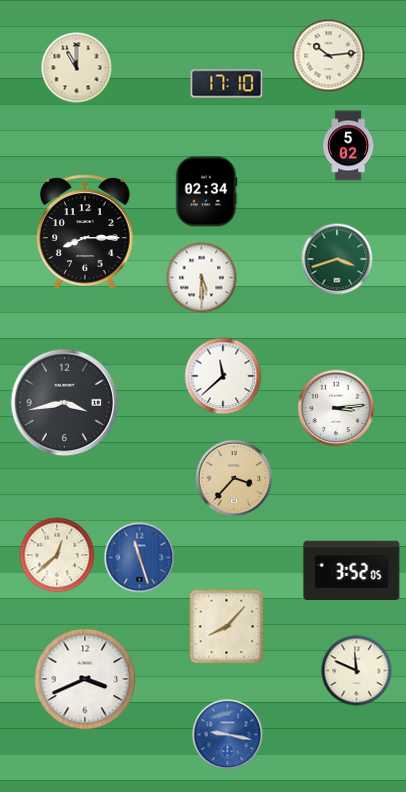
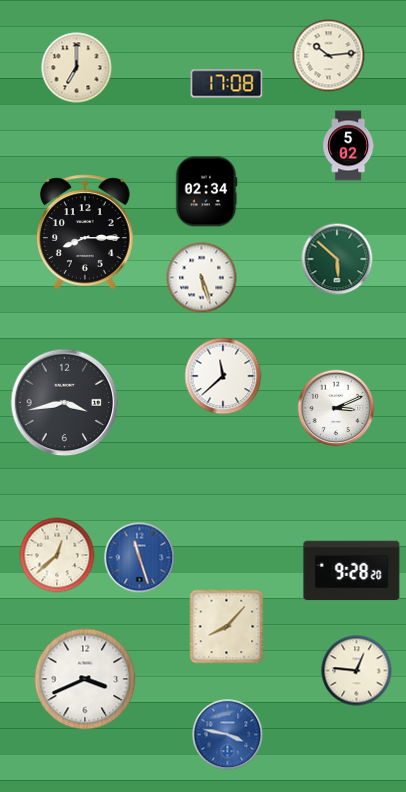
clock at (77, 68): 11:00 -> 7:00
clock at (227, 84): 17:10 -> 17:08
clock at (337, 259): 3:42 -> 5:52
clock at (202, 278): 5:30 -> 5:27
clock at (336, 408): 3:14 -> 3:11
clock at (234, 478): 3:37 -> none
clock at (352, 571): 3:52 -> 9:28
clock at (357, 671): 11:49 -> 12:46
clock at (228, 735): 9:17 -> 3:47
